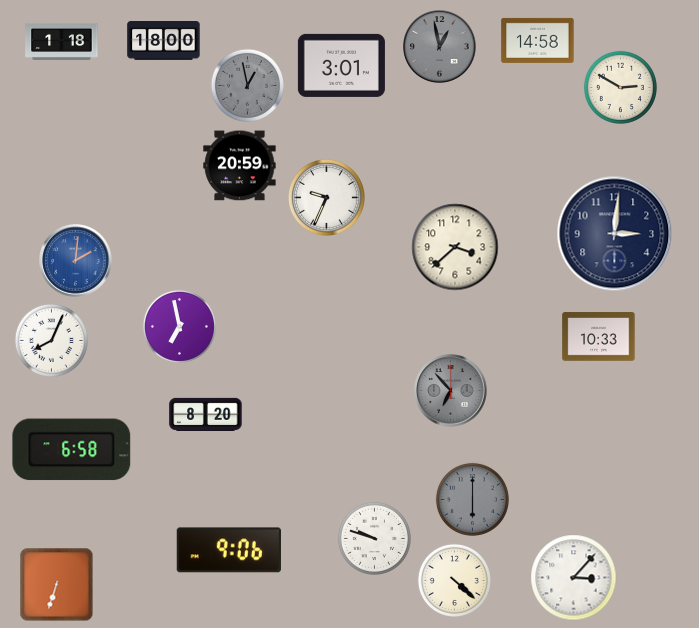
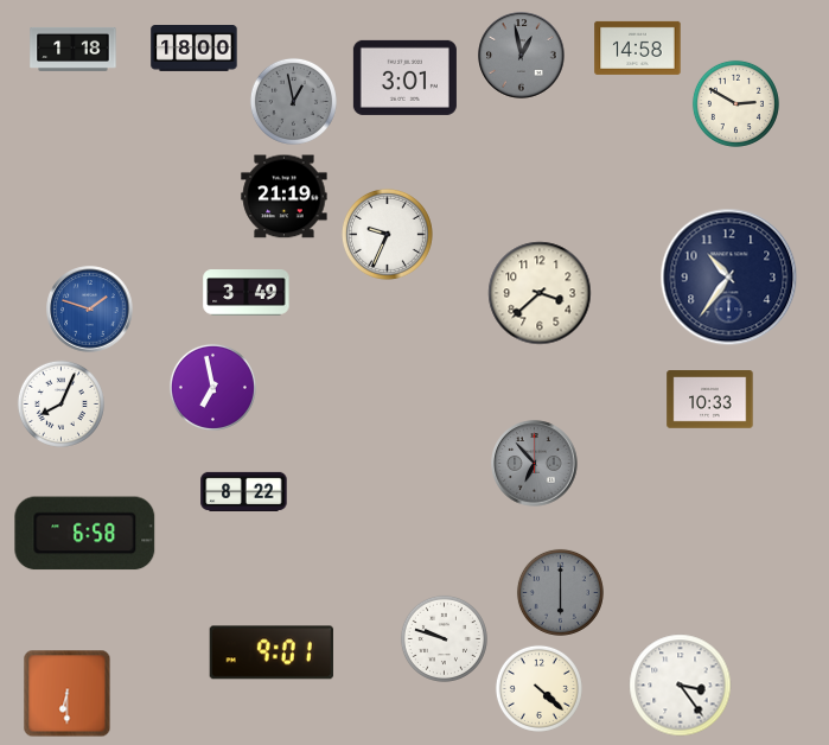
clock at (240, 166): 20:59 -> 21:19
clock at (615, 234): 3:01 -> 10:36
clock at (247, 293): none -> 3:49
clock at (76, 261): 2:01 -> 1:48
clock at (206, 414): 8:20 -> 8:22
clock at (229, 550): 9:06 -> 9:01
clock at (574, 578): 3:07 -> 3:24
clock at (57, 585): 6:33 -> 6:30
